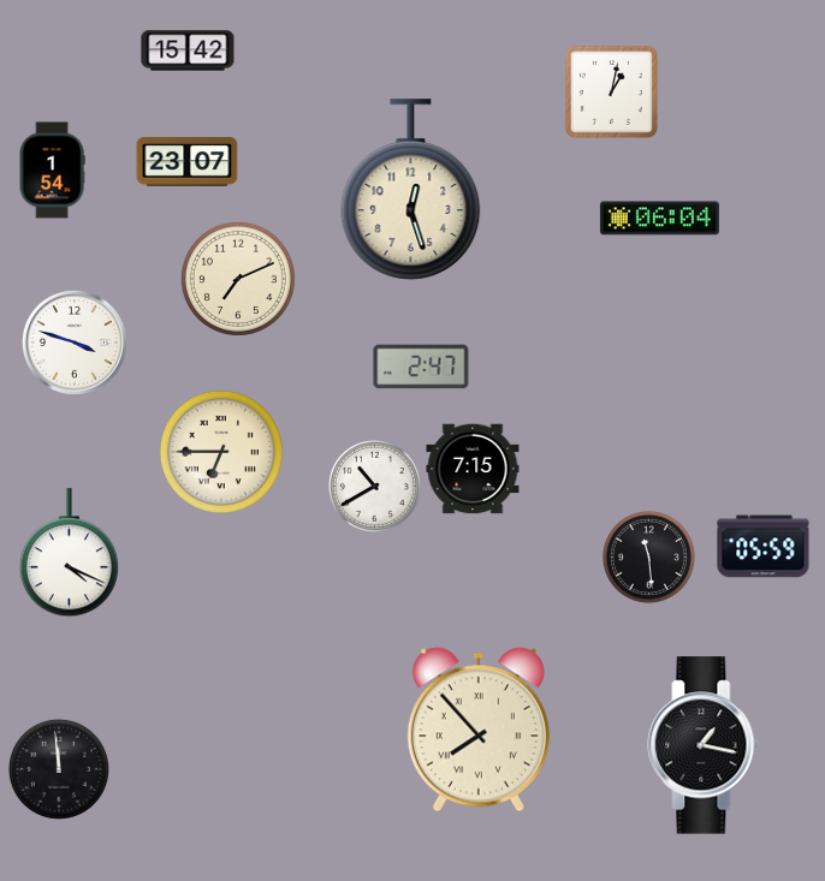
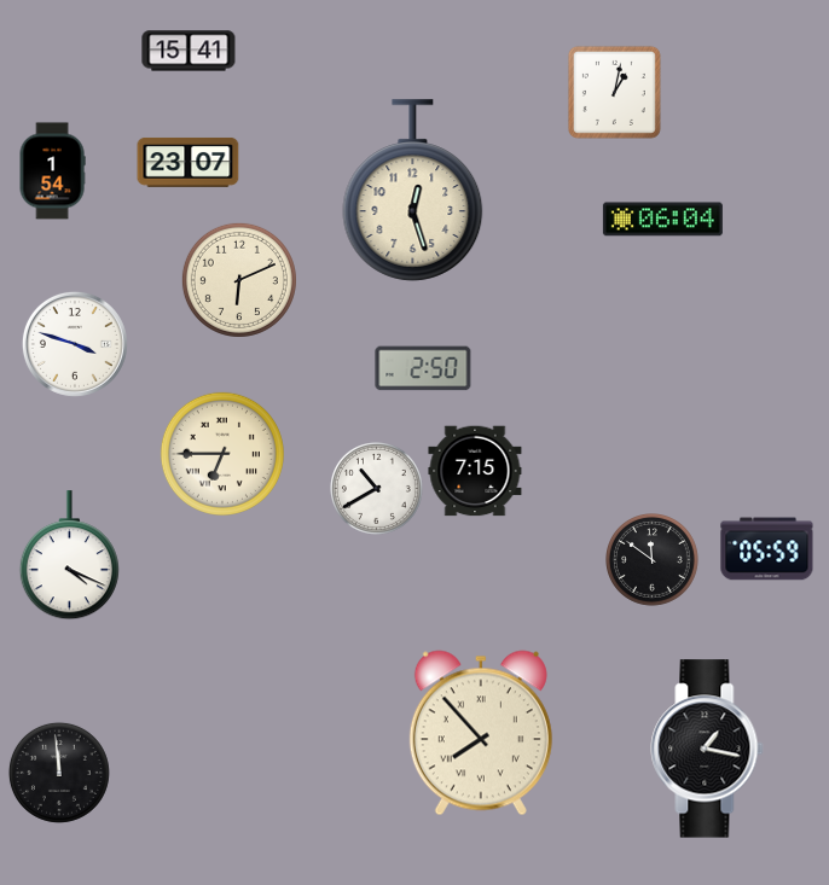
clock at (188, 50): 15:42 -> 15:41
clock at (238, 279): 7:11 -> 6:11
clock at (421, 367): 2:47 -> 2:50
clock at (649, 558): 11:29 -> 11:51
